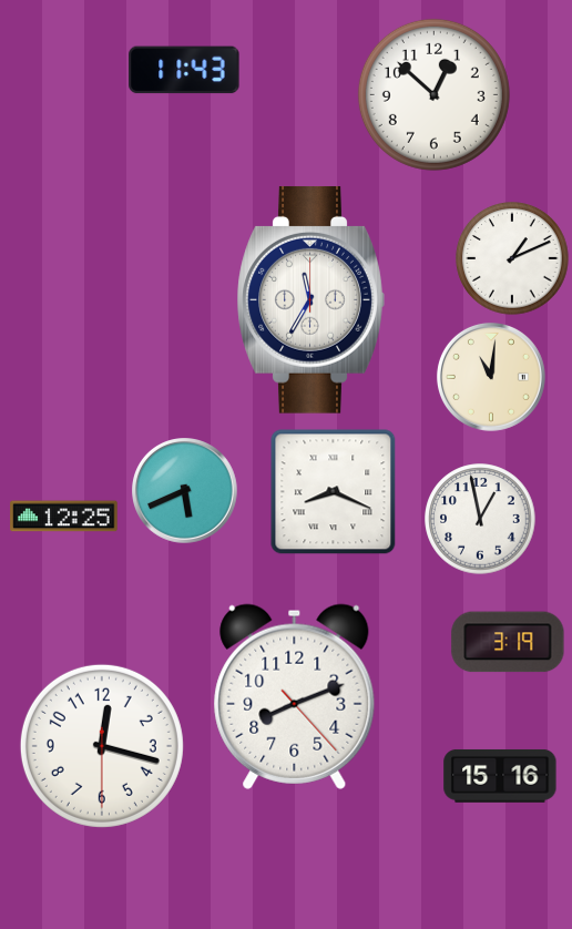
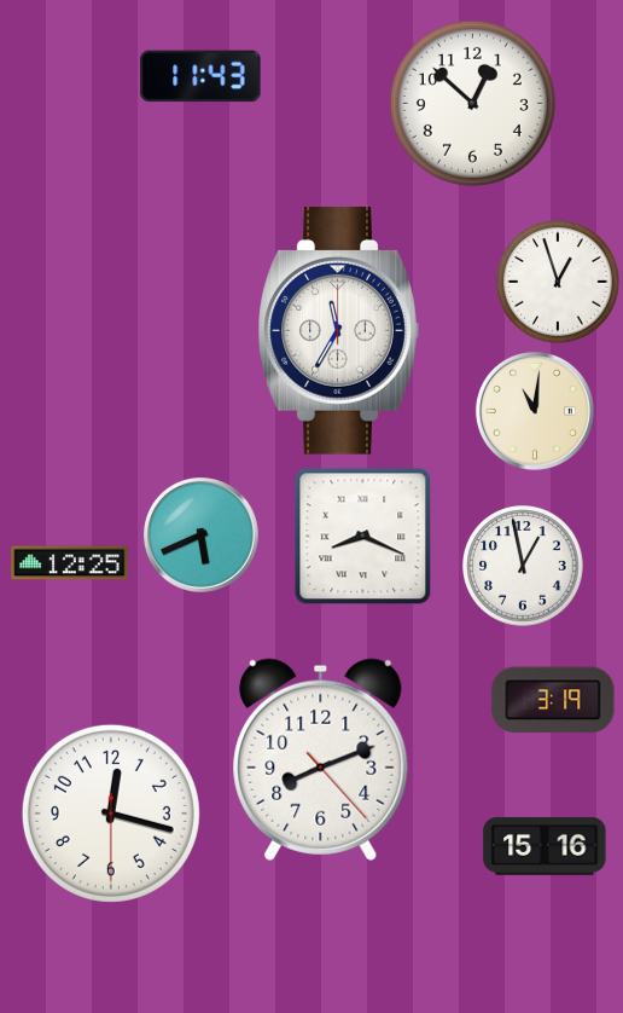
clock at (512, 258): 1:11 -> 12:57
clock at (310, 299) position: (310, 299) -> (338, 330)
